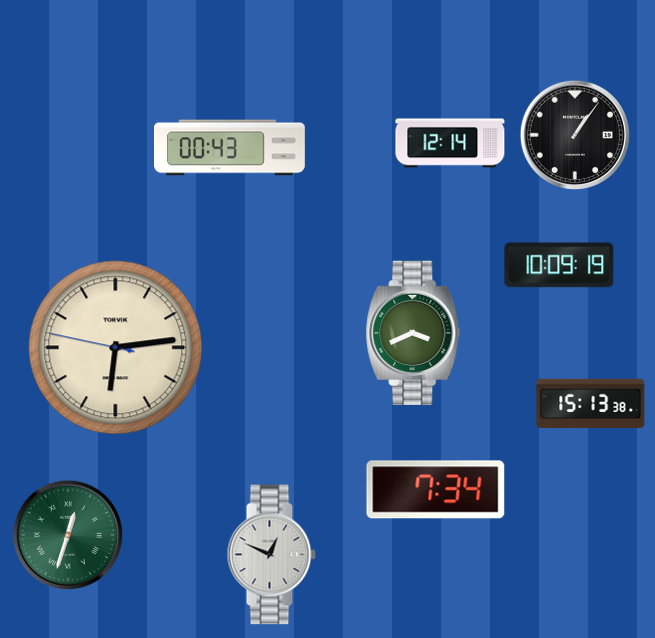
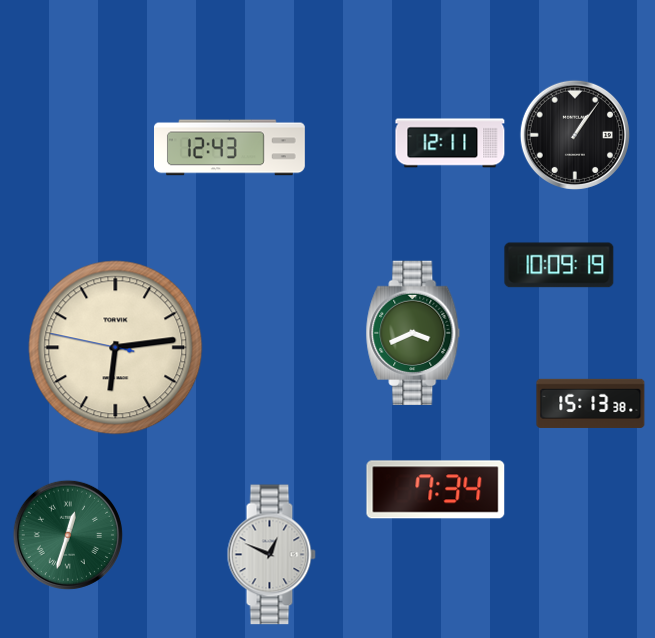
clock at (450, 143): 12:14 -> 12:11
clock at (230, 148): 00:43 -> 12:43
